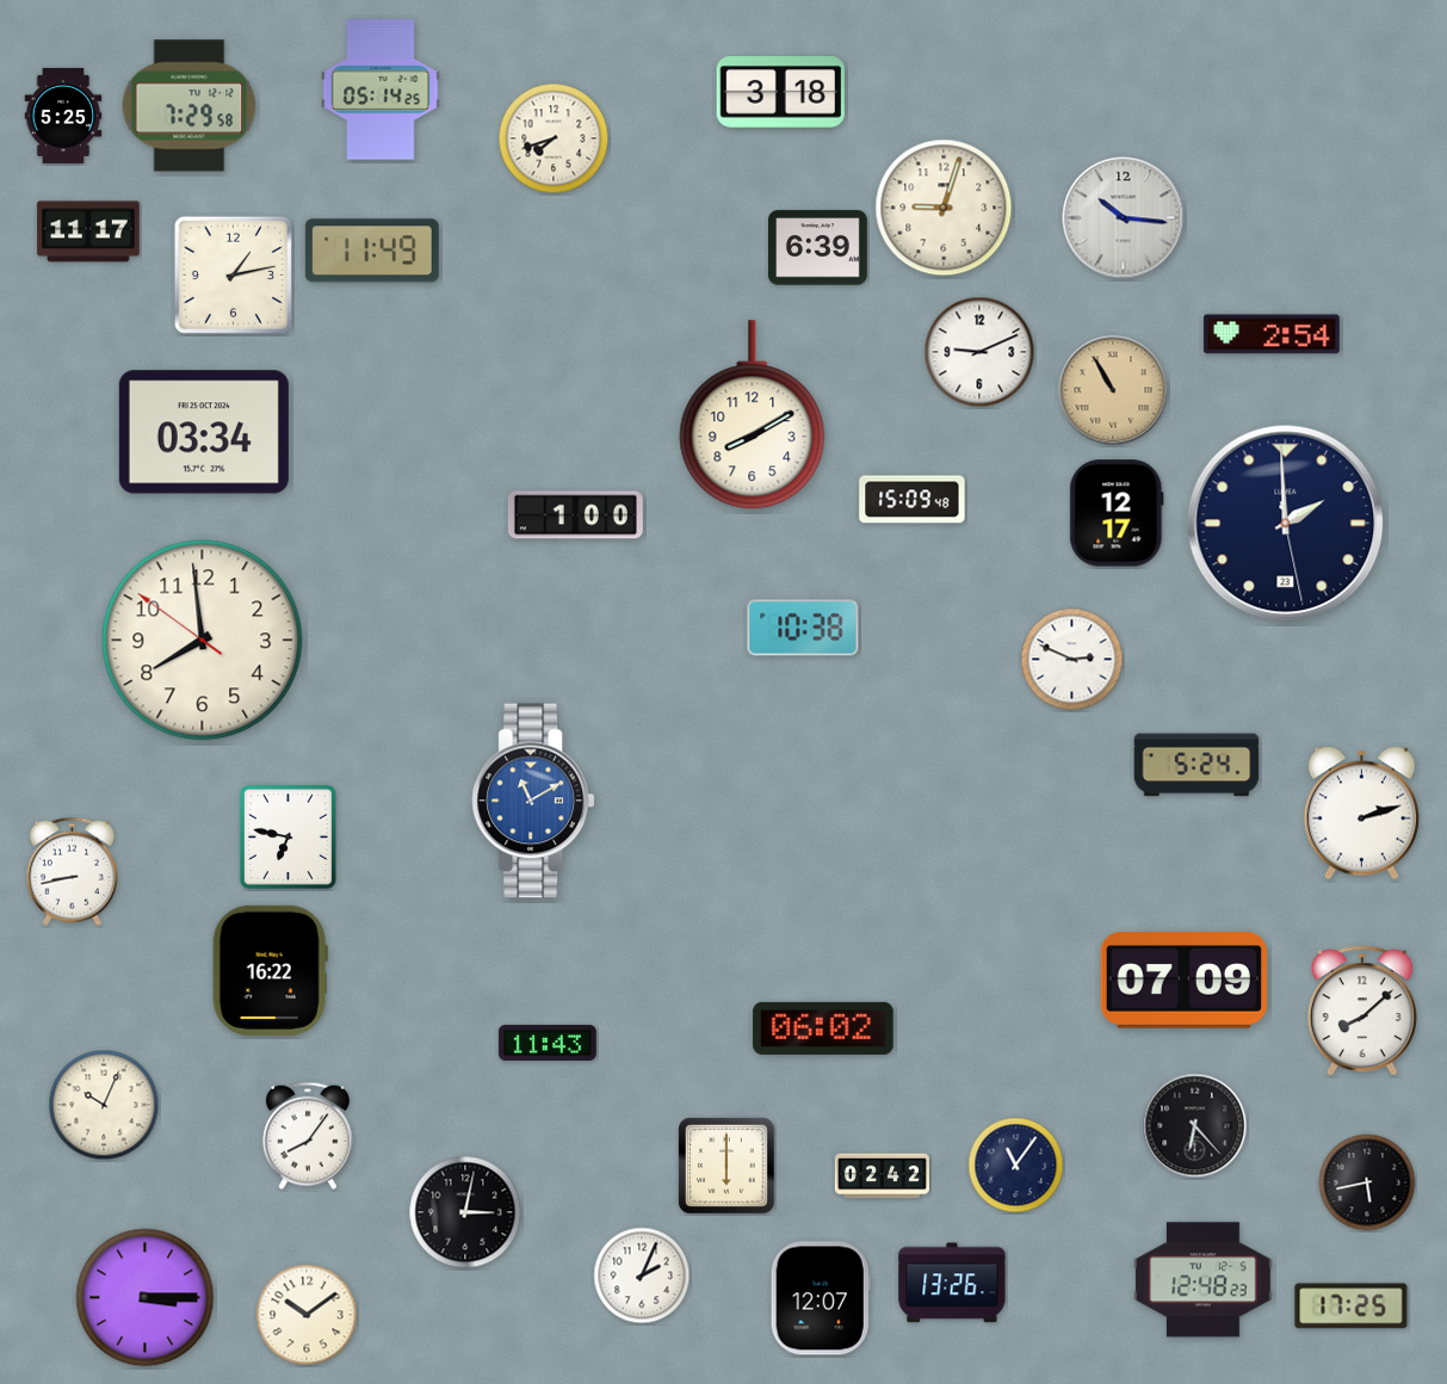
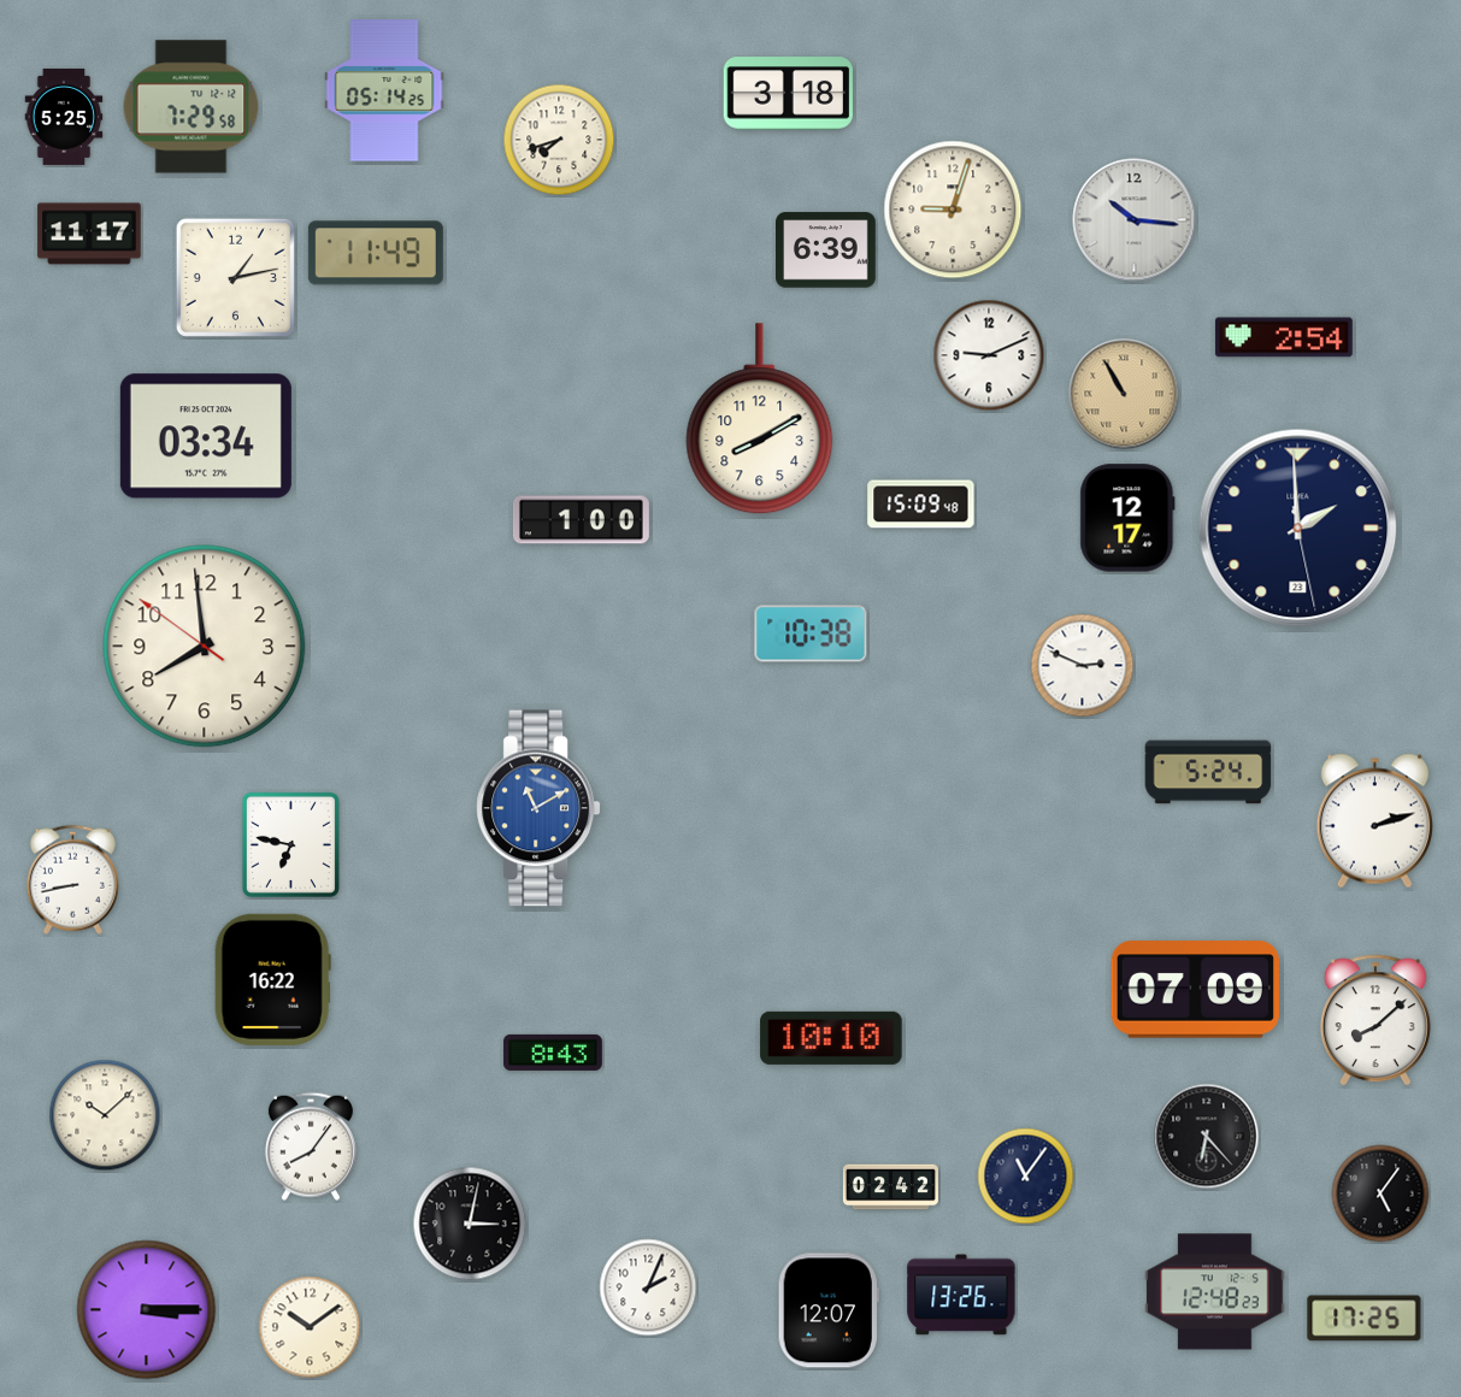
clock at (823, 1028): 06:02 -> 10:10
clock at (548, 1043): 11:43 -> 8:43
clock at (104, 1105): 10:04 -> 10:08
clock at (726, 1166): 6:00 -> none
clock at (1367, 1182): 5:43 -> 5:06
